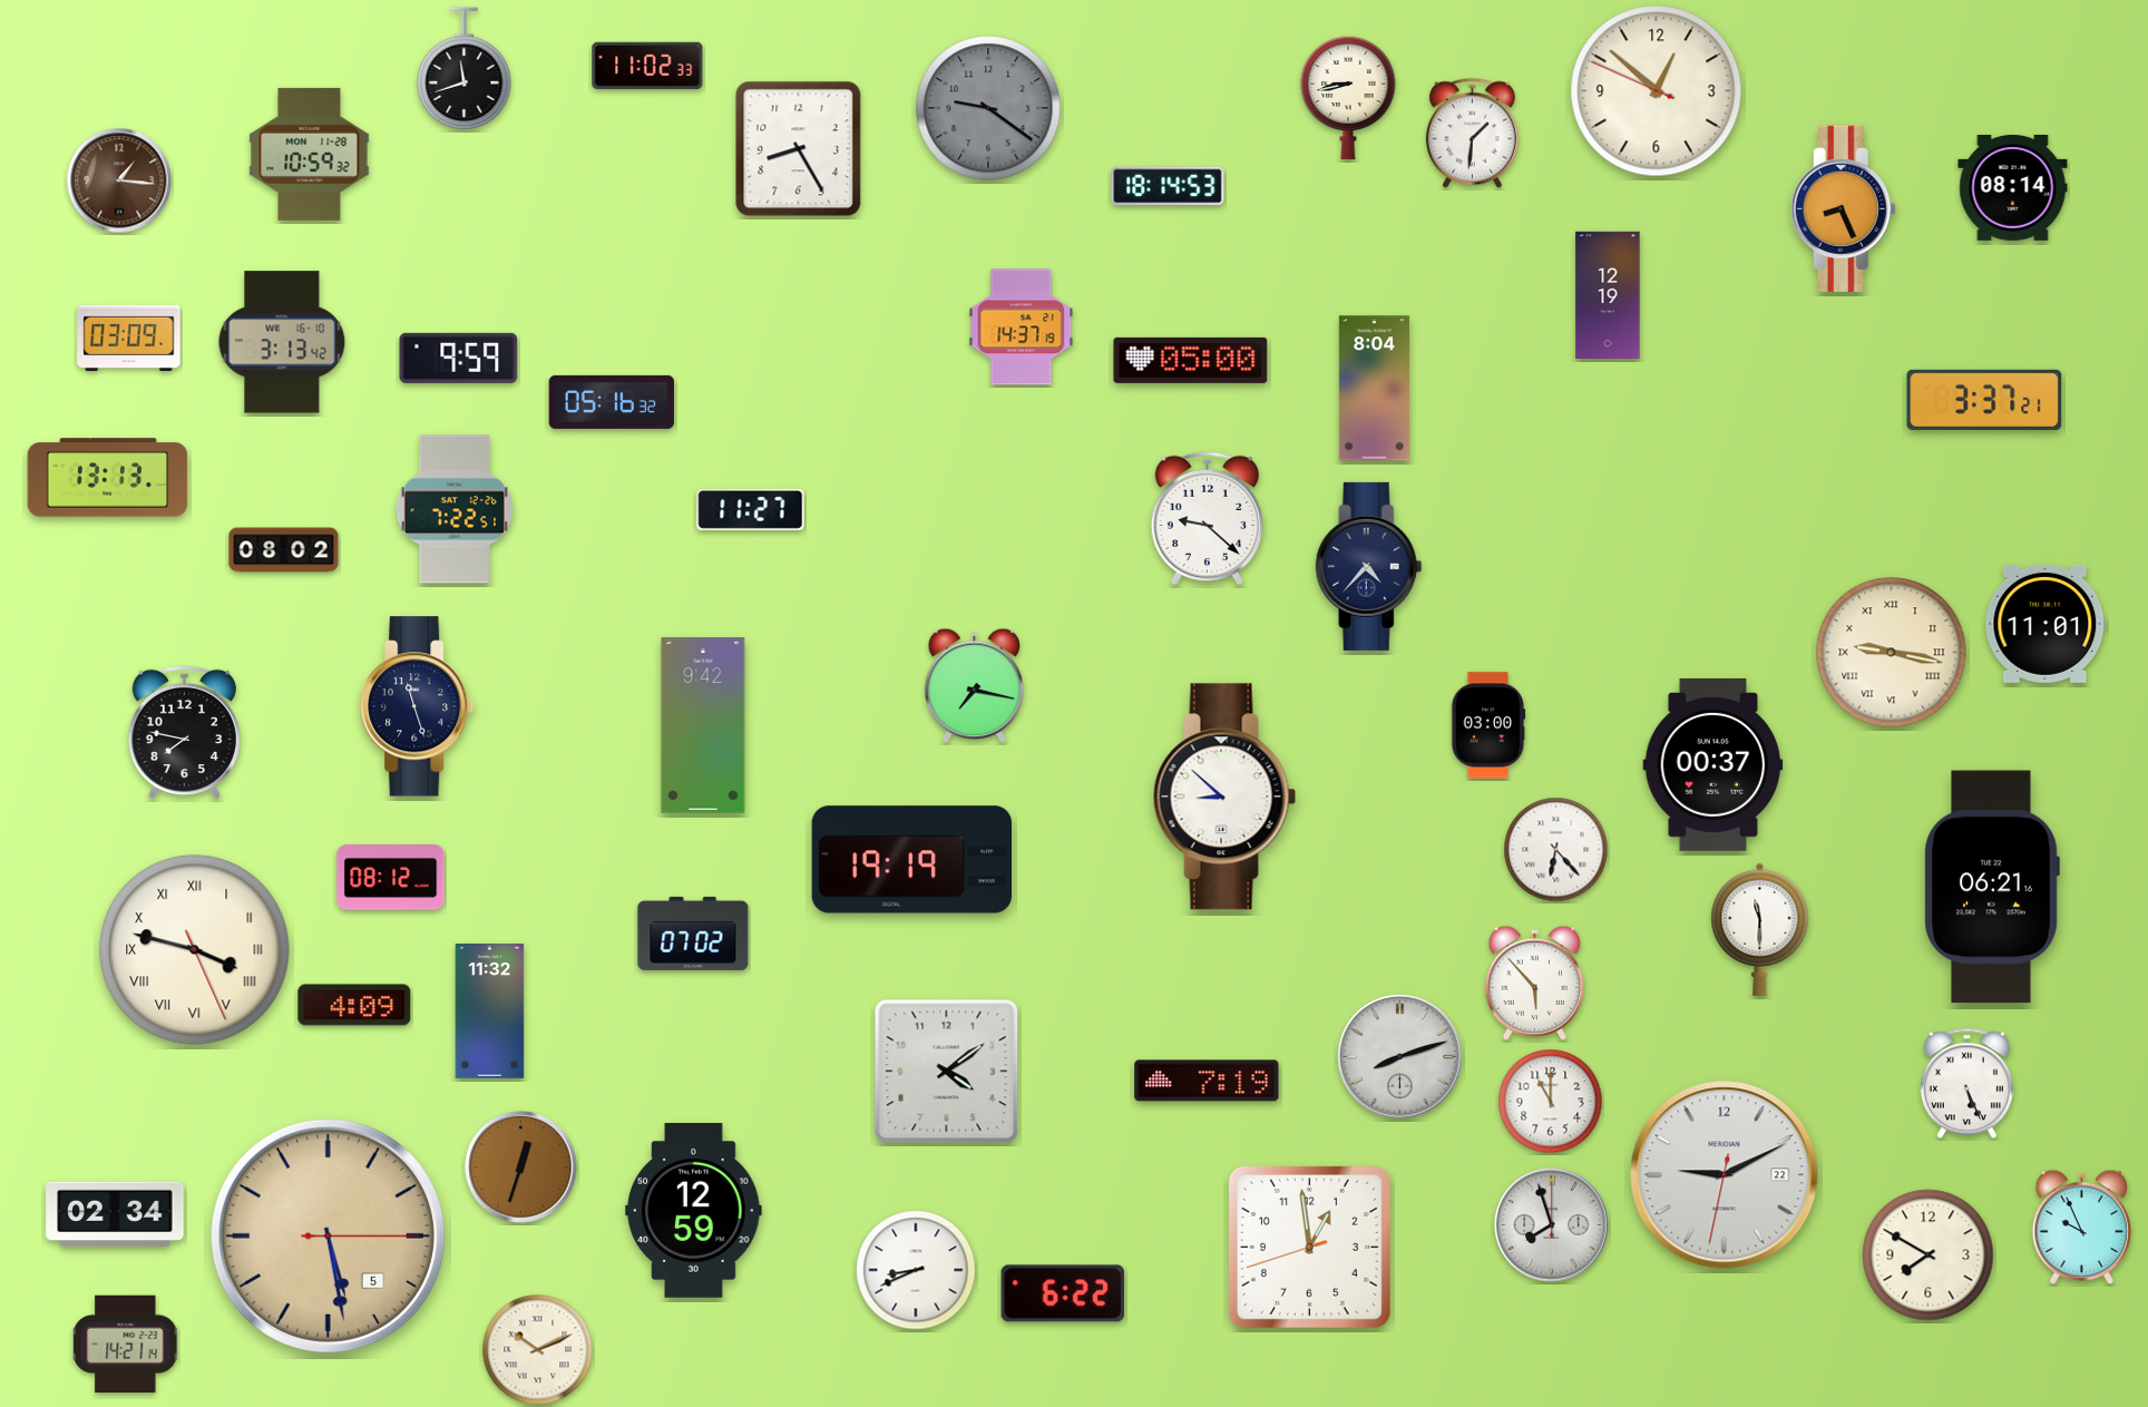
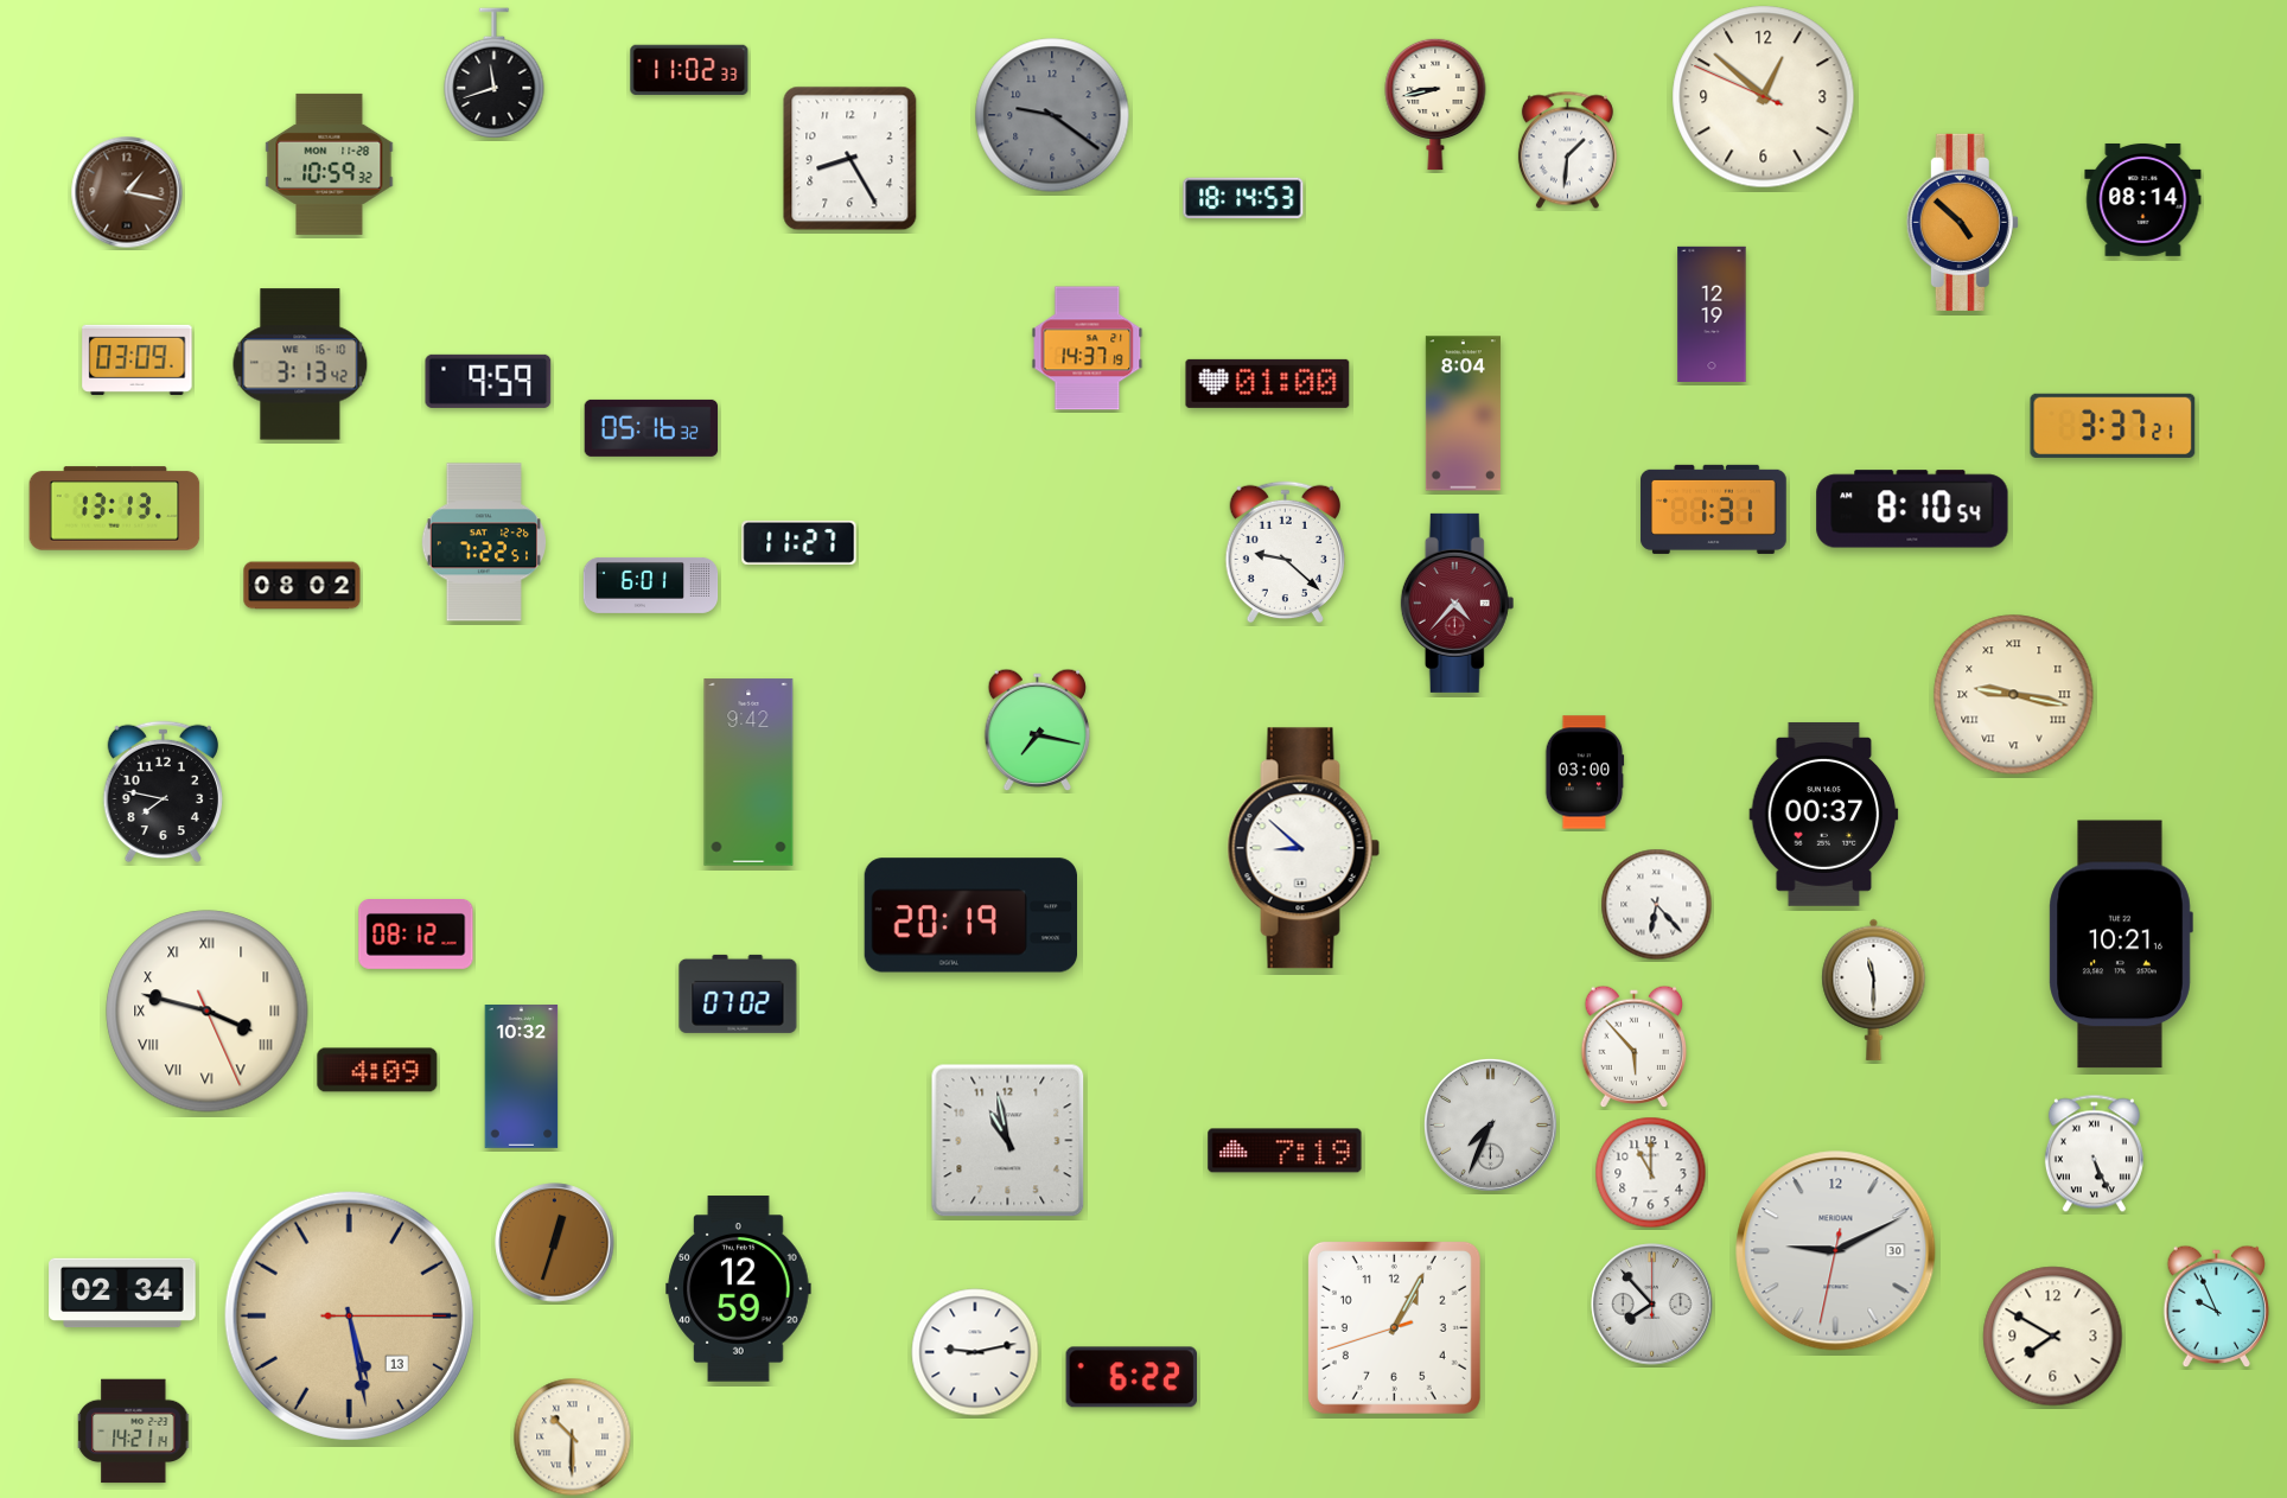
clock at (1472, 134) position: (1472, 134) -> (1567, 151)
clock at (119, 180): 1:16 -> 1:17
clock at (1843, 208): 8:26 -> 4:52
clock at (1191, 360): 05:00 -> 01:00
clock at (1714, 509): none -> 1:31
clock at (1912, 509): none -> 8:10
clock at (651, 585): none -> 6:01
clock at (1369, 566) dial: navy -> burgundy
clock at (2046, 624): 11:01 -> none
clock at (418, 706): 11:27 -> none
clock at (184, 733) position: (184, 733) -> (163, 792)
clock at (911, 860): 19:19 -> 20:19
clock at (1992, 887): 06:21 -> 10:21
clock at (490, 1012): 11:32 -> 10:32
clock at (1399, 1056): 8:12 -> 7:34
clock at (947, 1072): 4:09 -> 10:58
clock at (1725, 1175) date: 22 -> 30
clock at (1552, 1225): 7:57 -> 7:53
clock at (328, 1235) date: 5 -> 13
clock at (1309, 1247): 12:58 -> 1:04
clock at (916, 1270): 8:41 -> 9:13
clock at (538, 1350): 10:11 -> 10:30
